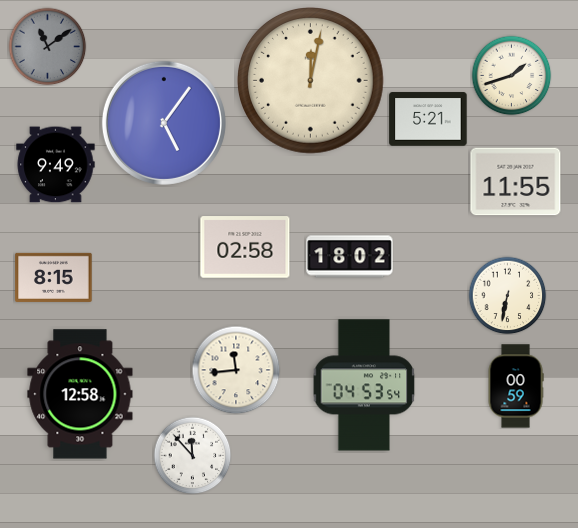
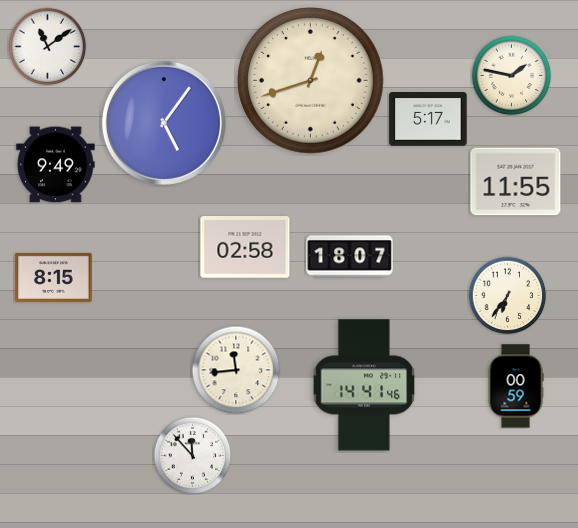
clock at (47, 46) dial: grey -> white
clock at (511, 75): 1:42 -> 1:47
clock at (311, 81): 12:02 -> 12:42
clock at (428, 119): 5:21 -> 5:17
clock at (350, 257): 18:02 -> 18:07
clock at (507, 295): 6:32 -> 6:36
clock at (364, 385): 04:53 -> 14:41
clock at (80, 394): 12:58 -> none
